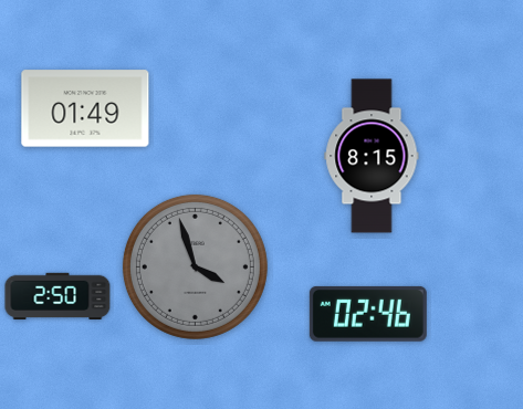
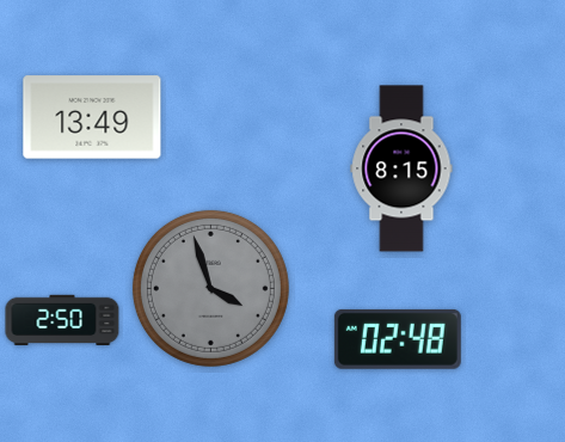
clock at (85, 108): 01:49 -> 13:49
clock at (368, 314): 02:46 -> 02:48
